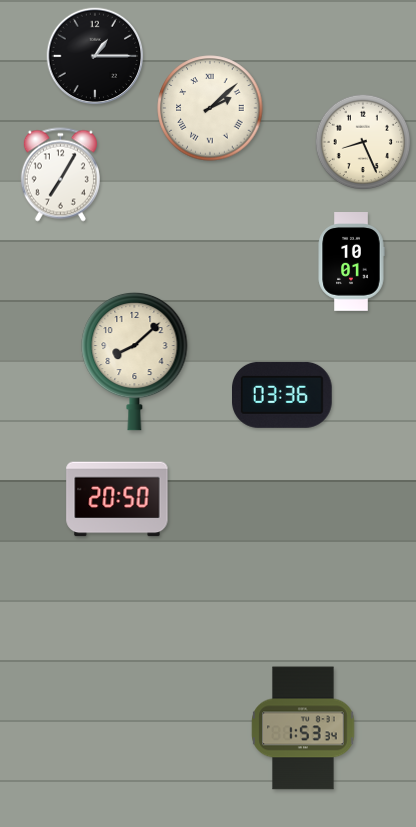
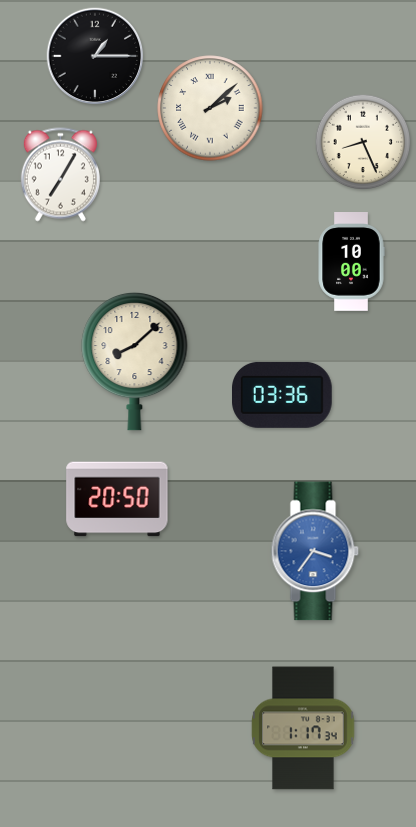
clock at (351, 262): 10:01 -> 10:00
clock at (315, 551): none -> 3:36
clock at (303, 728): 1:53 -> 1:17
